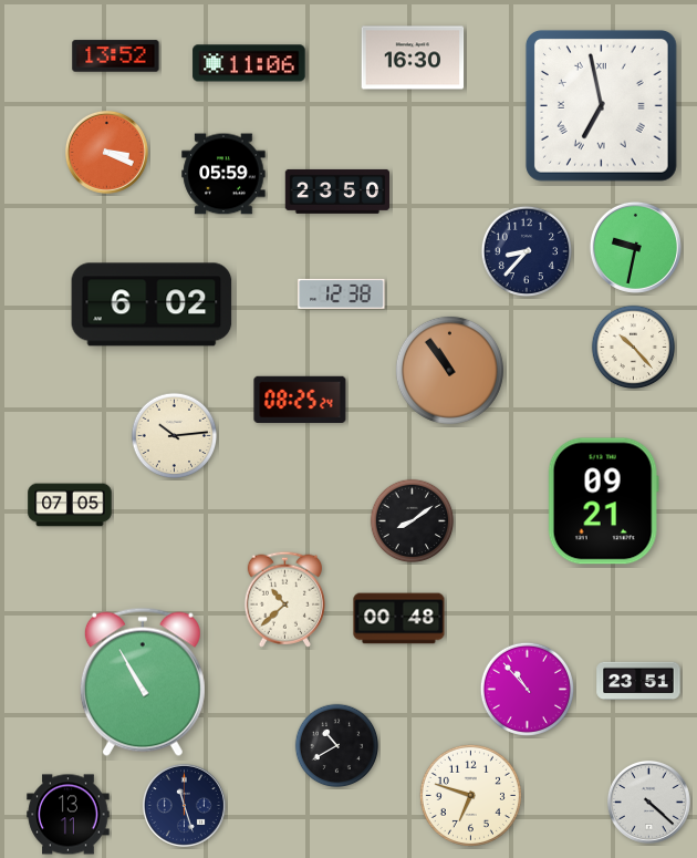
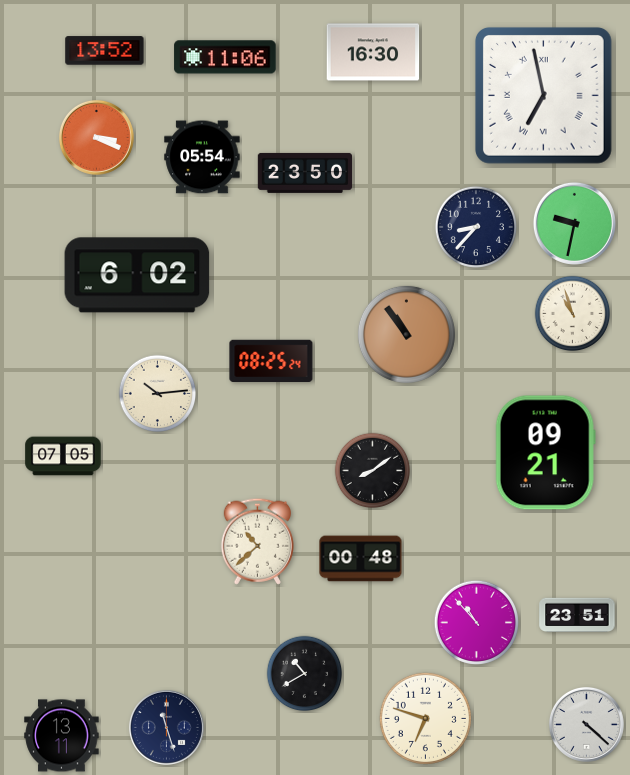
clock at (223, 174): 05:59 -> 05:54
clock at (342, 293): 12:38 -> none
clock at (634, 348): 10:23 -> 10:57
clock at (143, 682): 10:55 -> none
